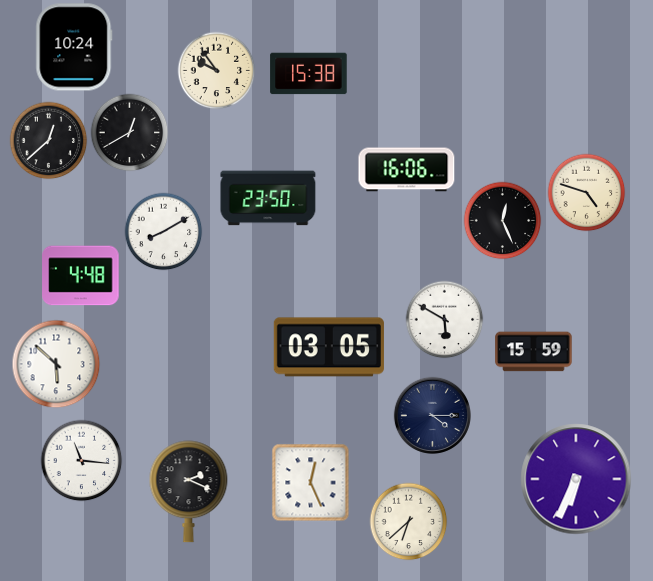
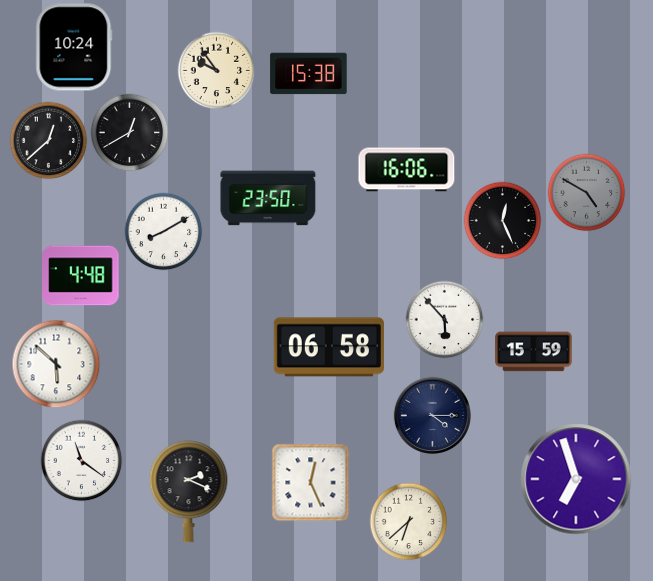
clock at (586, 192): 4:48 -> 4:50
clock at (586, 192) dial: cream -> grey
clock at (444, 319): 5:50 -> 5:53
clock at (329, 347): 03:05 -> 06:58
clock at (81, 460): 11:16 -> 11:21
clock at (576, 479): 6:34 -> 6:57
